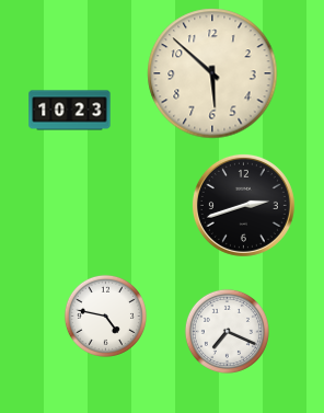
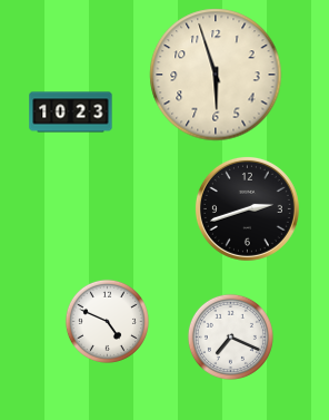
clock at (212, 73): 5:52 -> 5:57
clock at (105, 316): 4:47 -> 4:49
